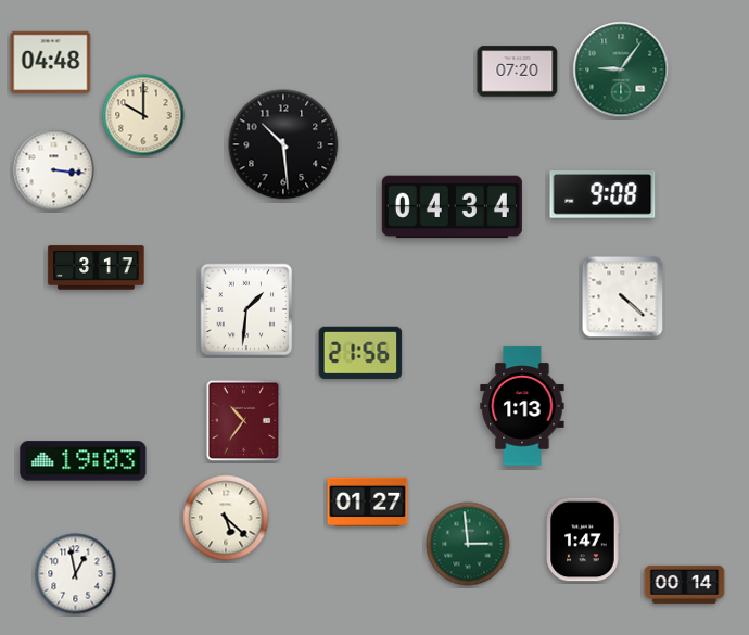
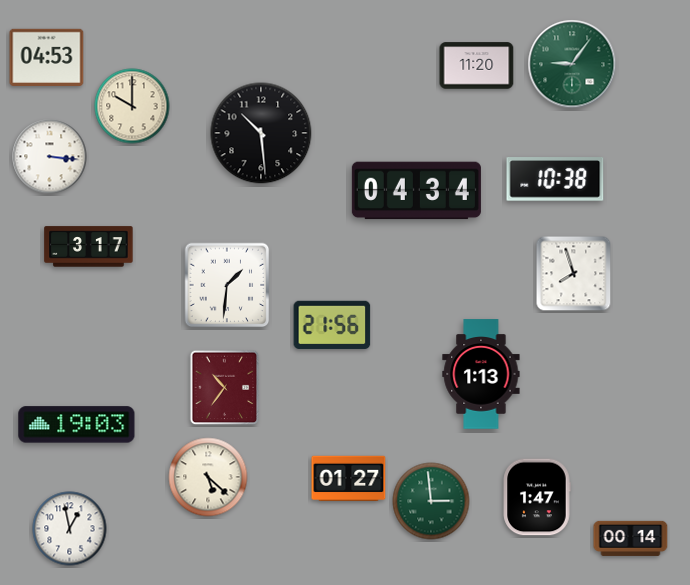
clock at (51, 62): 04:48 -> 04:53
clock at (518, 72): 07:20 -> 11:20
clock at (602, 195): 9:08 -> 10:38
clock at (623, 297): 4:22 -> 7:57
clock at (368, 503) position: (368, 503) -> (349, 479)
